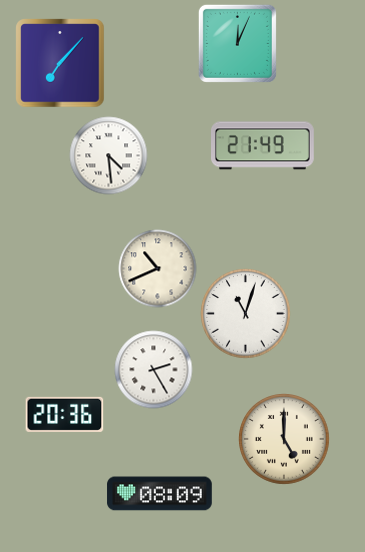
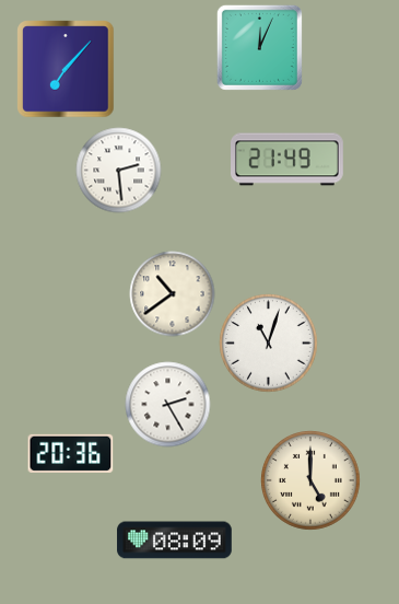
clock at (108, 155): 4:29 -> 2:29
clock at (157, 268): 10:41 -> 10:39
